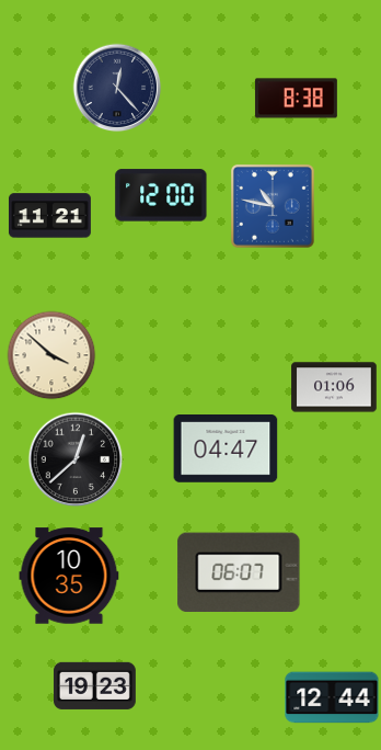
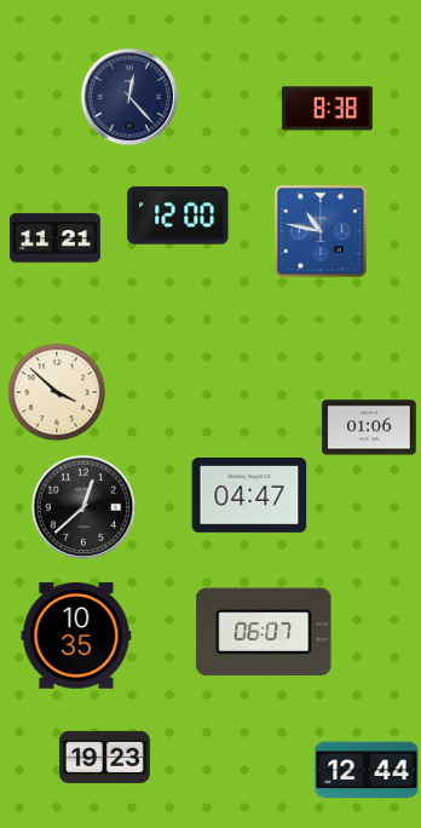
clock at (273, 206) position: (273, 206) -> (321, 231)
